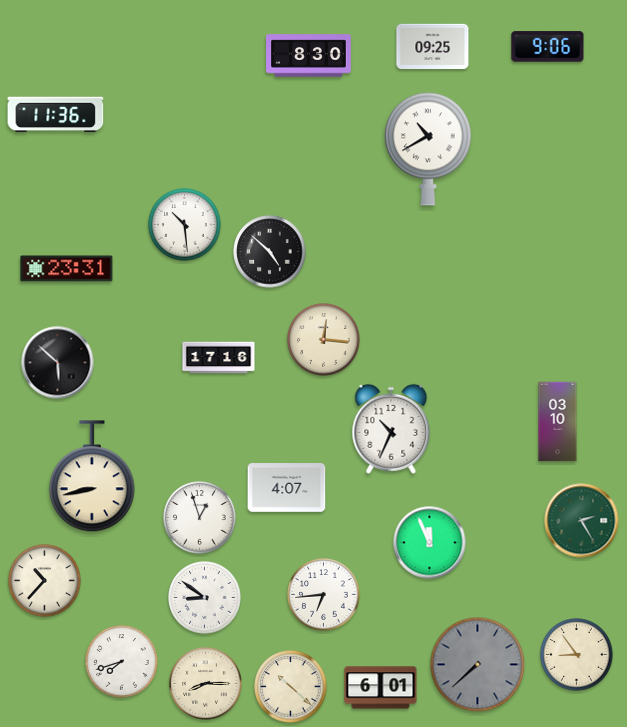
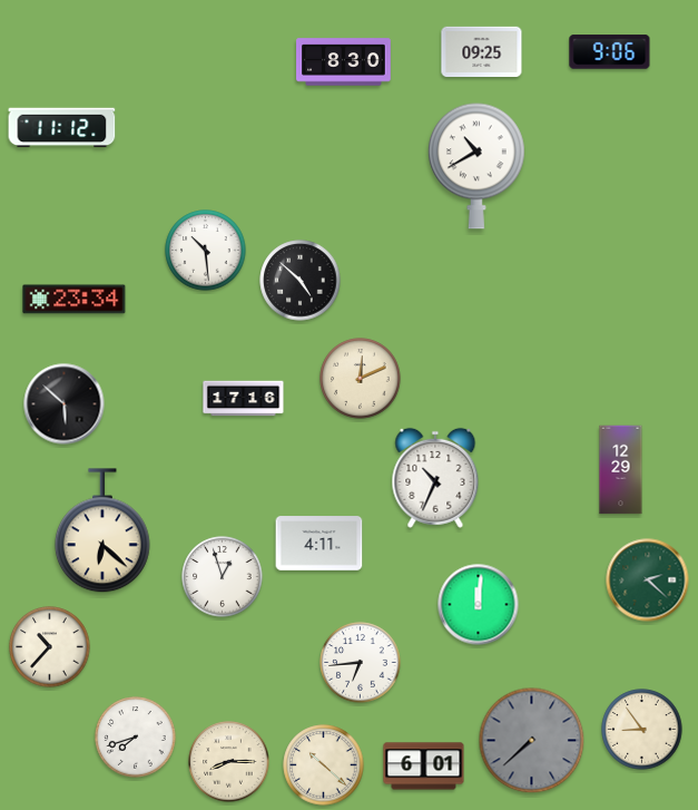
clock at (56, 115): 11:36 -> 11:12
clock at (67, 269): 23:31 -> 23:34
clock at (324, 340): 12:16 -> 12:11
clock at (558, 422): 03:10 -> 12:29
clock at (92, 477): 8:43 -> 6:22
clock at (287, 488): 4:07 -> 4:11
clock at (582, 521): 2:25 -> 2:22
clock at (430, 543): 11:56 -> 12:01
clock at (205, 598): 8:51 -> none
